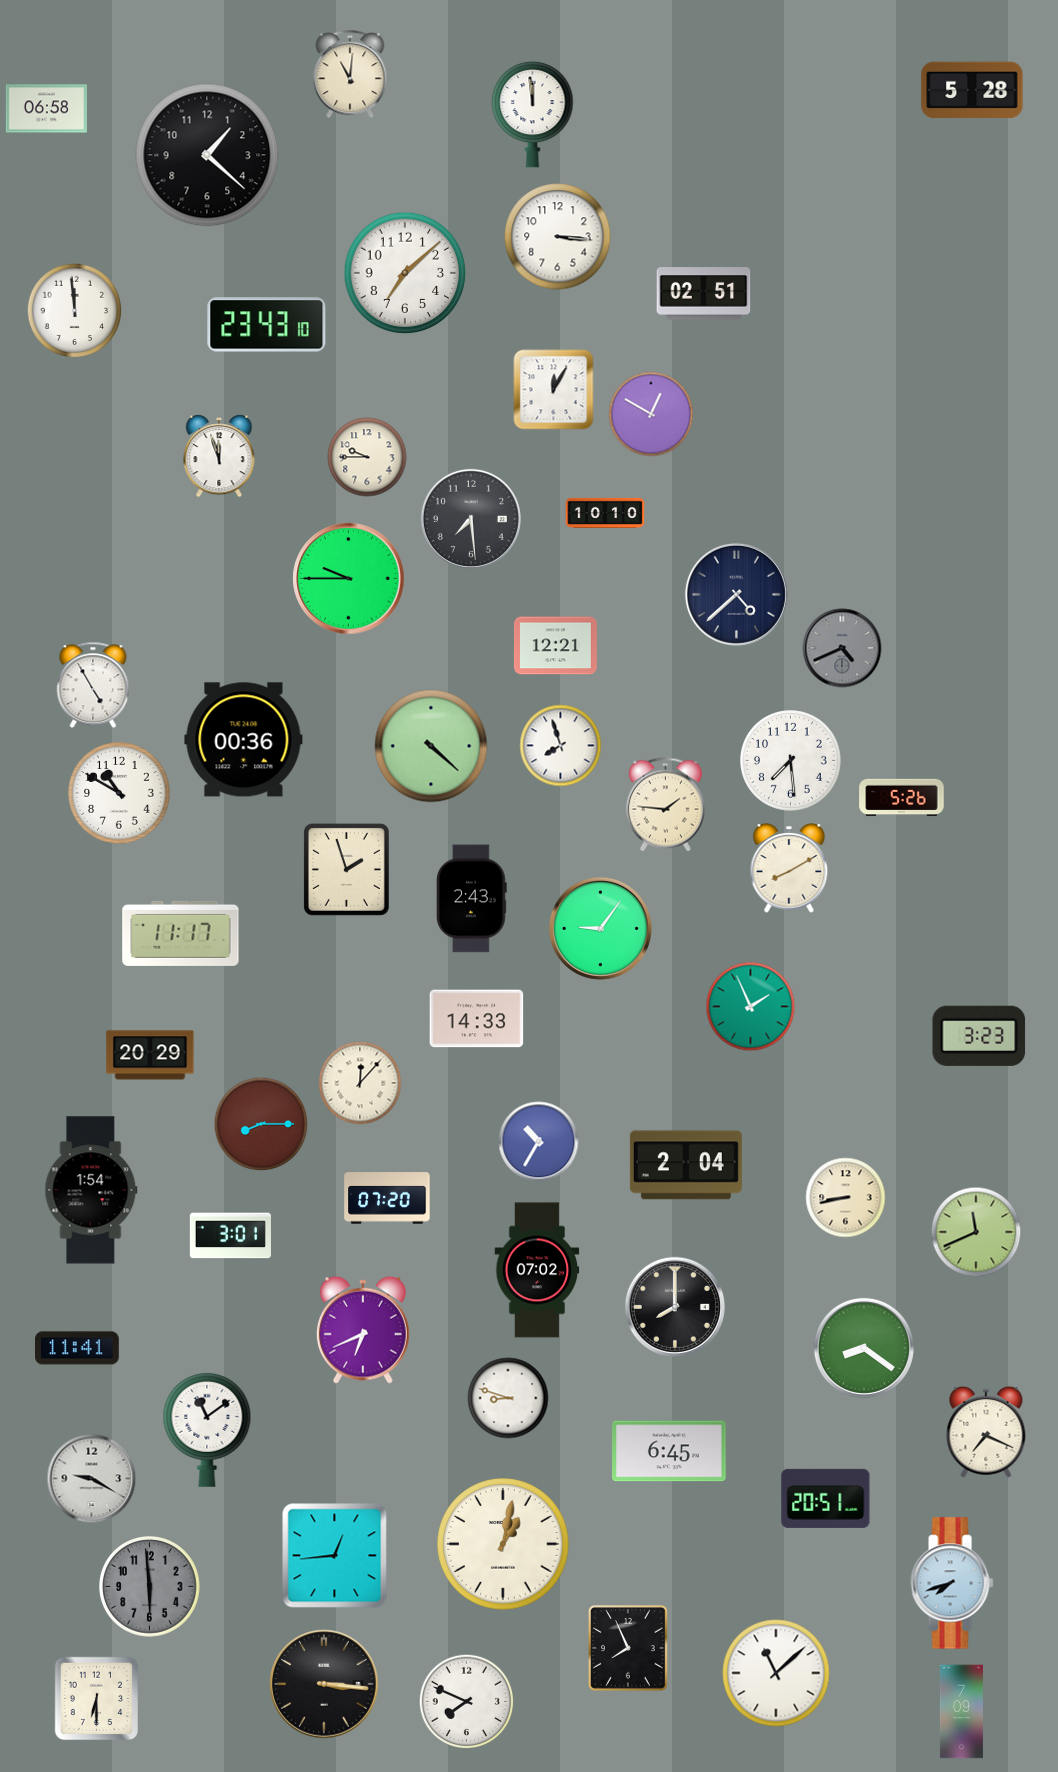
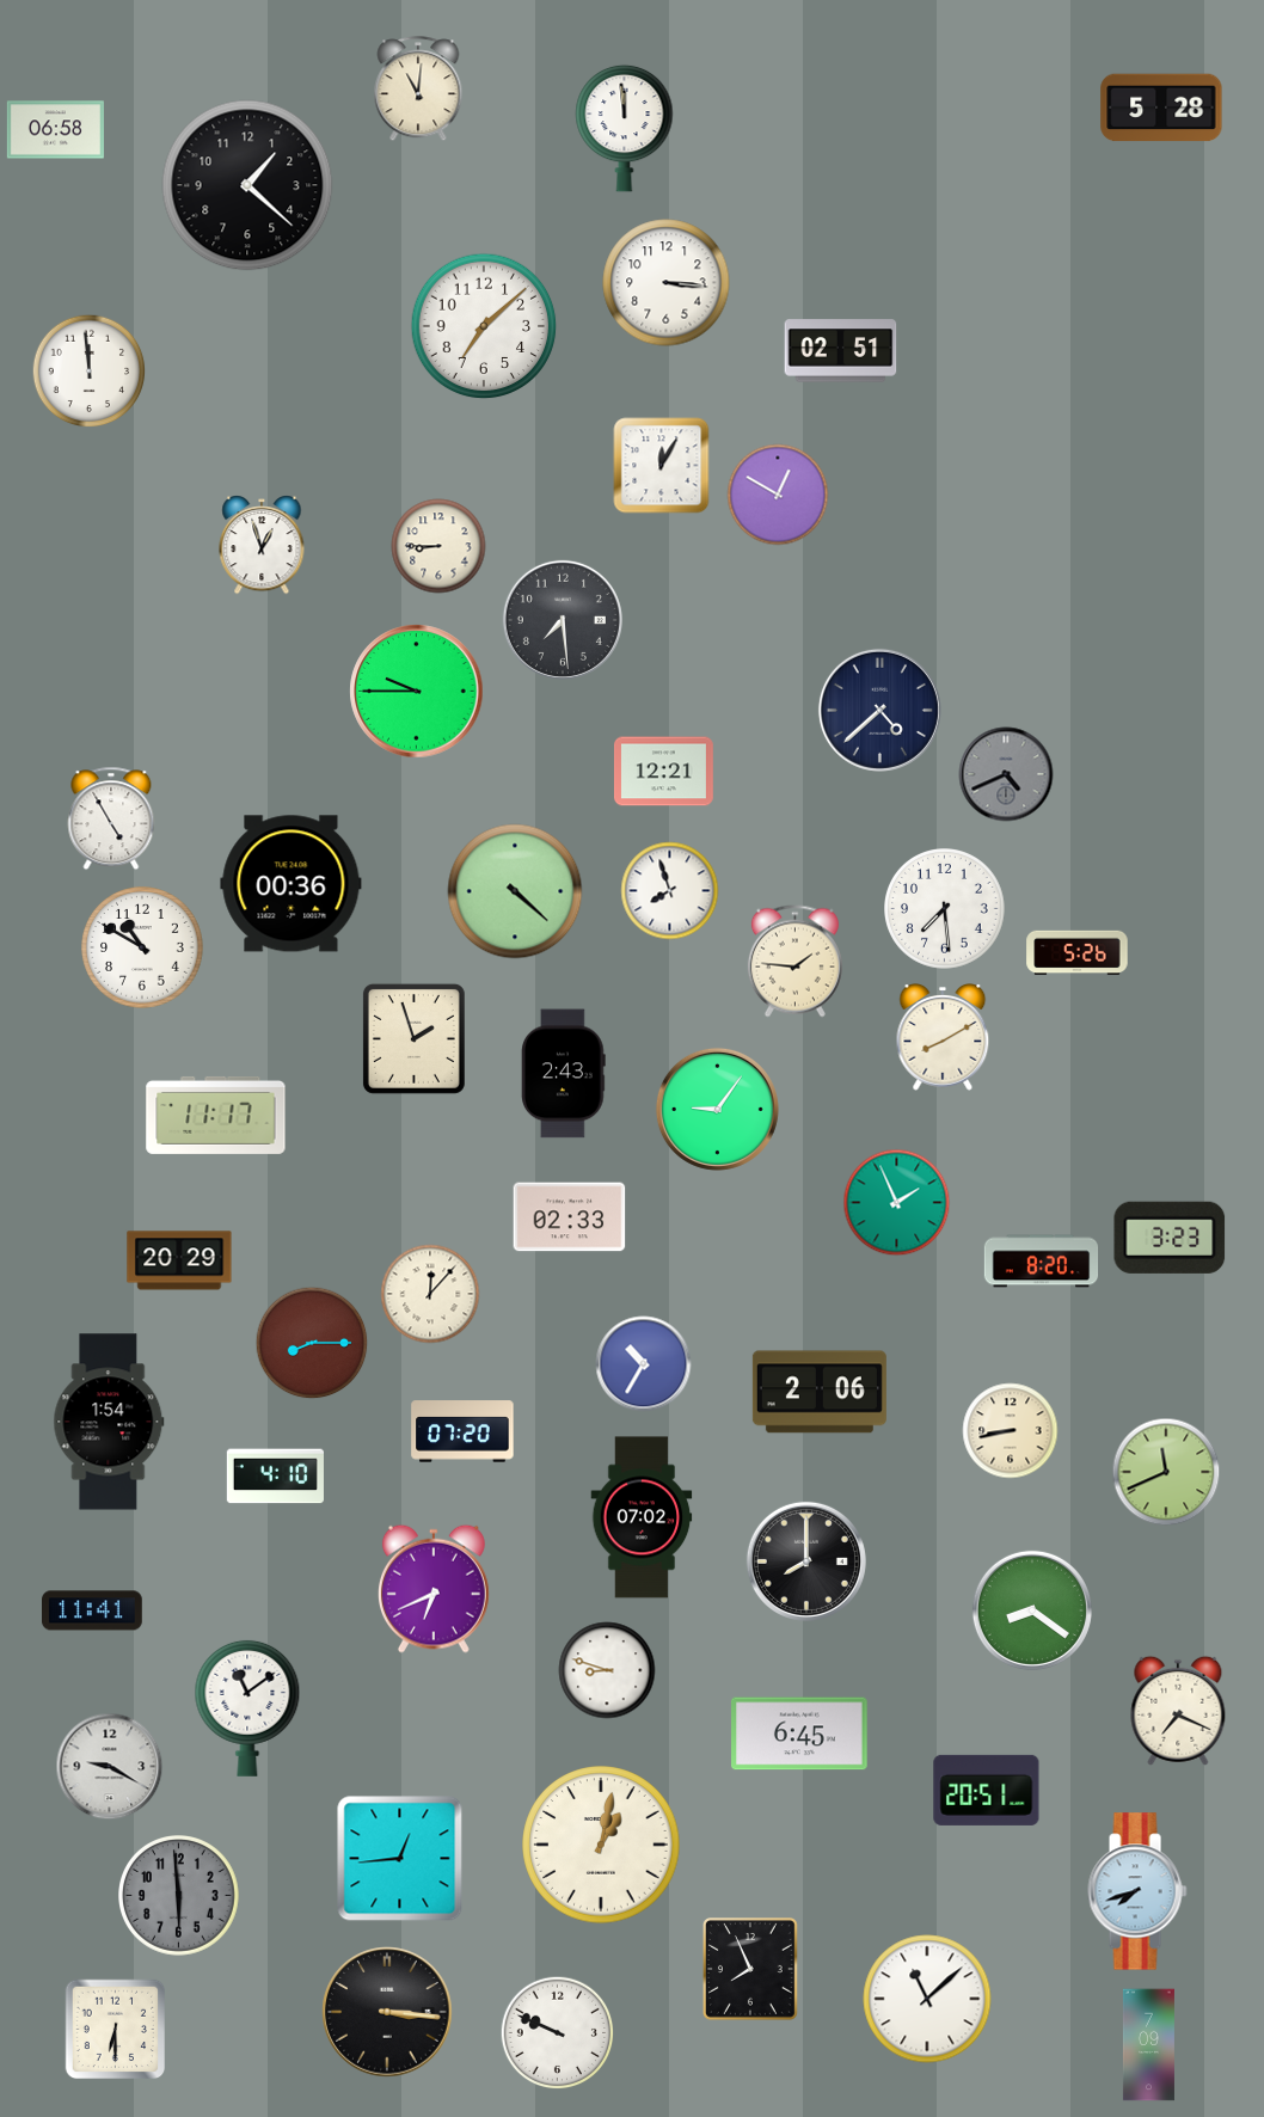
clock at (533, 114) position: (533, 114) -> (625, 128)
clock at (267, 325): 23:43 -> none
clock at (219, 457): 11:57 -> 12:57
clock at (367, 457): 9:45 -> 8:45
clock at (605, 512): 10:10 -> none
clock at (477, 1019): 14:33 -> 02:33
clock at (1042, 1262): none -> 8:20
clock at (686, 1165): 2:04 -> 2:06
clock at (230, 1236): 3:01 -> 4:10
clock at (467, 1702): 7:49 -> 9:49
